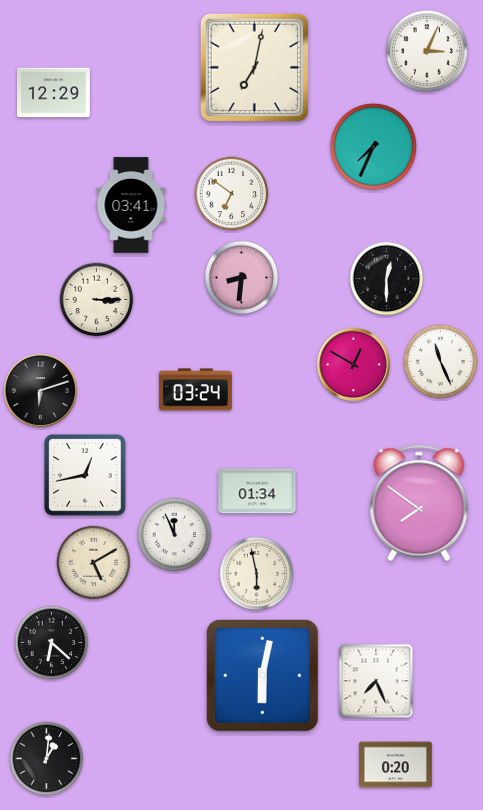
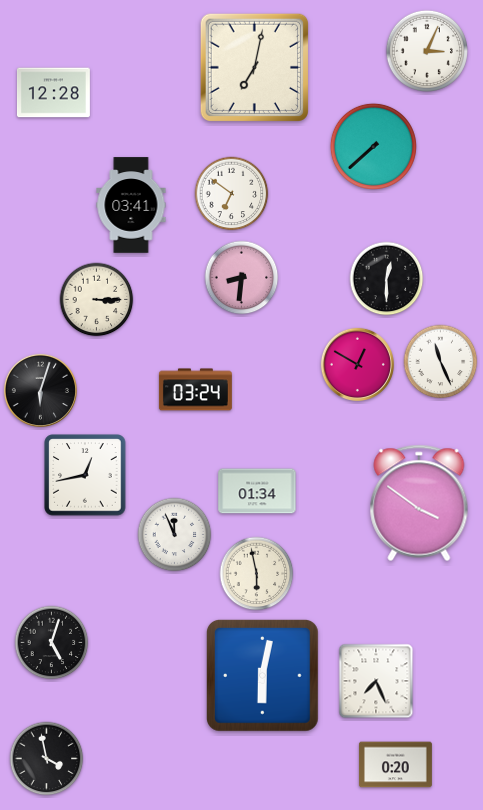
clock at (53, 93): 12:29 -> 12:28
clock at (373, 146): 7:34 -> 7:38
clock at (353, 364) position: (353, 364) -> (357, 364)
clock at (40, 390): 6:12 -> 6:03
clock at (419, 503): 7:51 -> 3:51
clock at (94, 563): 5:10 -> none
clock at (52, 643): 6:22 -> 5:03
clock at (47, 759): 1:01 -> 3:58
